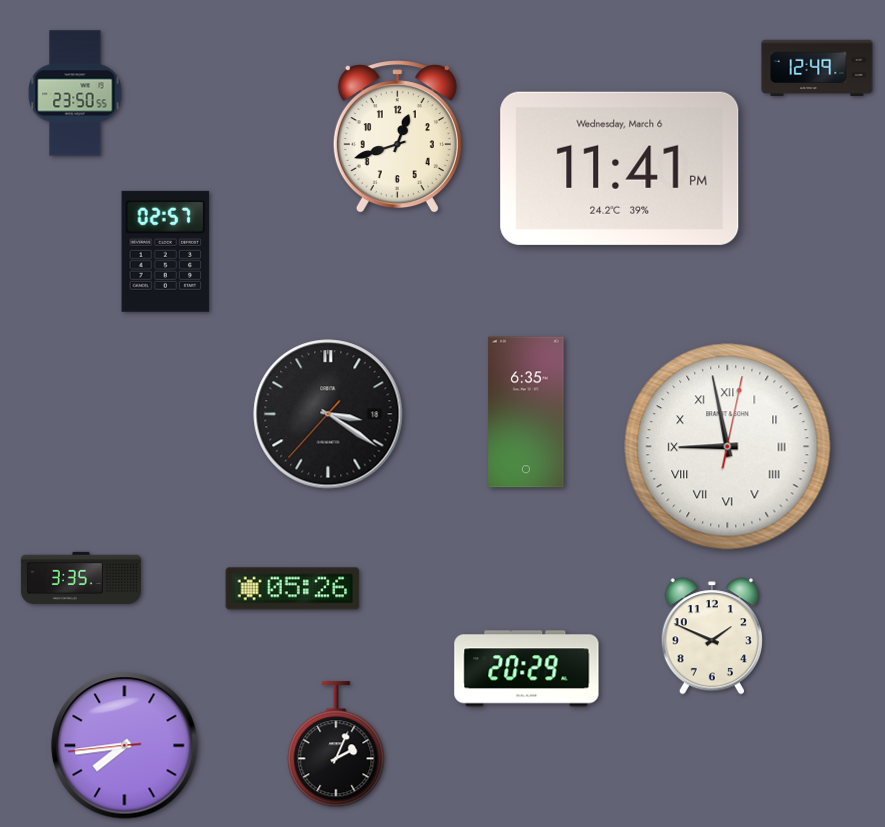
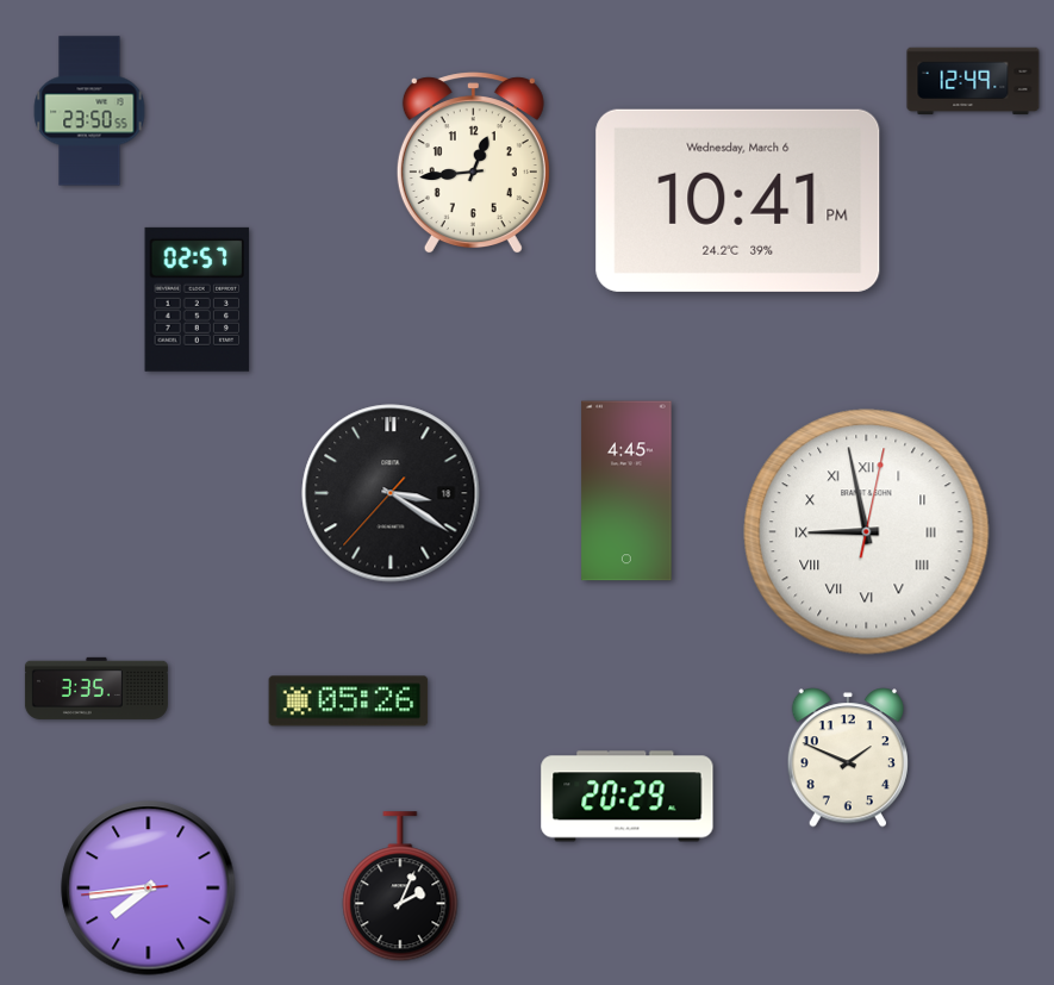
clock at (397, 137): 12:42 -> 12:44
clock at (620, 168): 11:41 -> 10:41
clock at (526, 412): 6:35 -> 4:45
